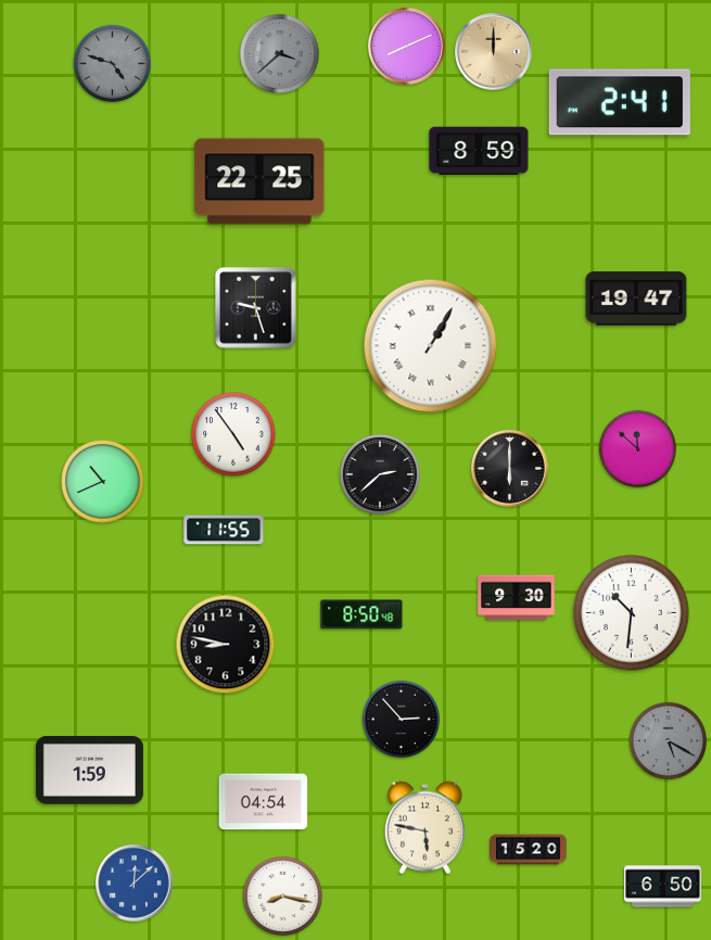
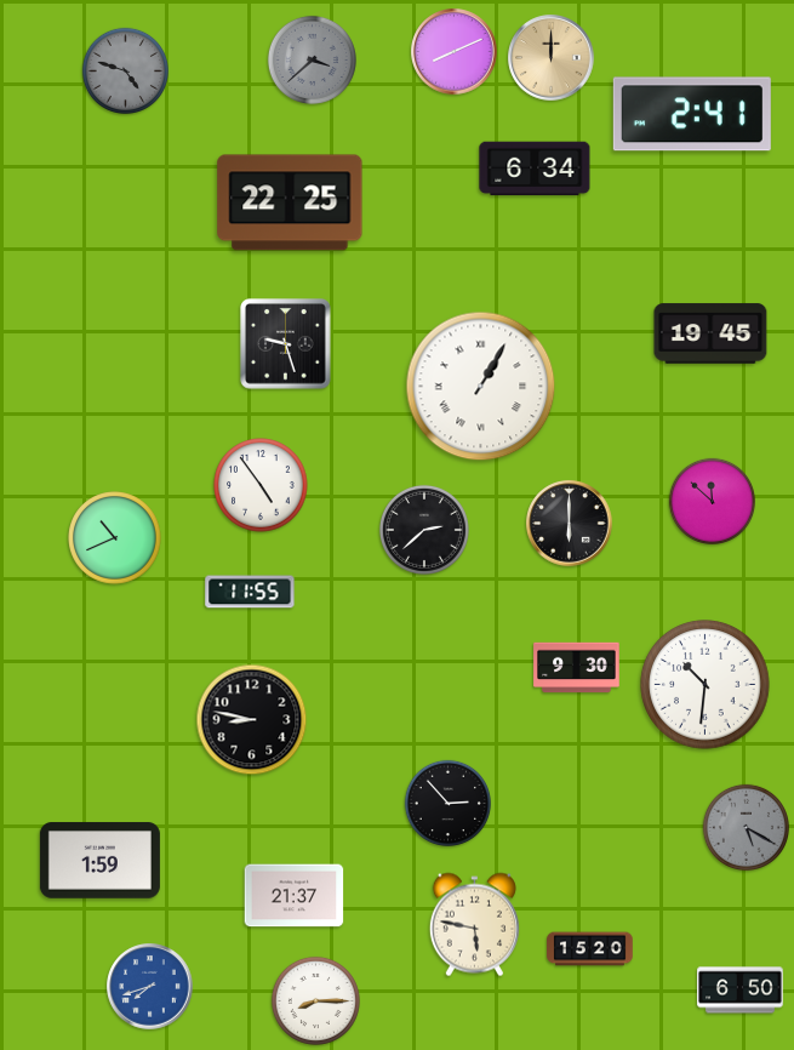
clock at (479, 151): 8:59 -> 6:34
clock at (636, 298): 19:47 -> 19:45
clock at (361, 614): 8:50 -> none
clock at (264, 802): 04:54 -> 21:37
clock at (135, 884): 12:08 -> 7:42
clock at (282, 895): 8:17 -> 8:15
